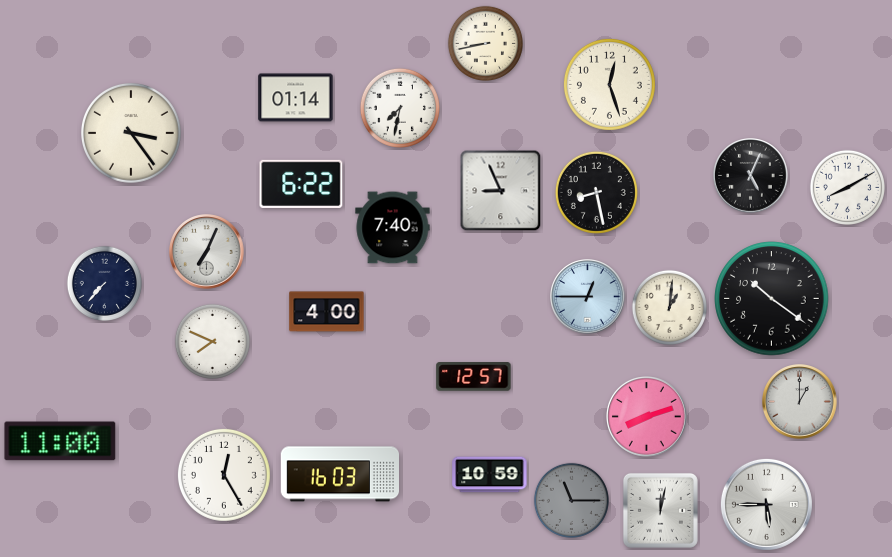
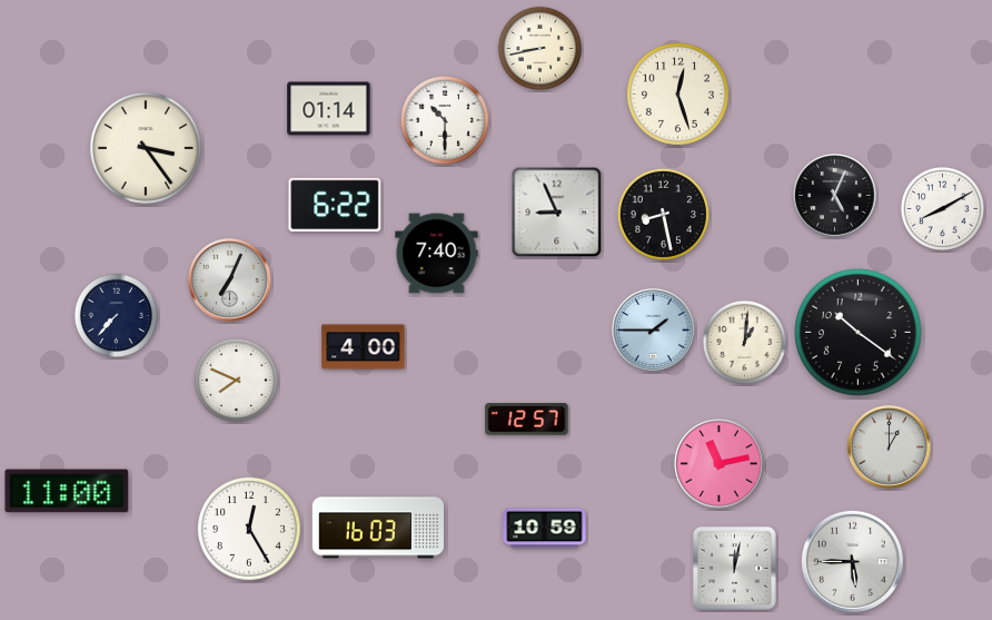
clock at (400, 108): 7:32 -> 10:30
clock at (588, 297): 12:45 -> 1:45
clock at (647, 417): 8:12 -> 11:13
clock at (571, 500): 11:15 -> none
